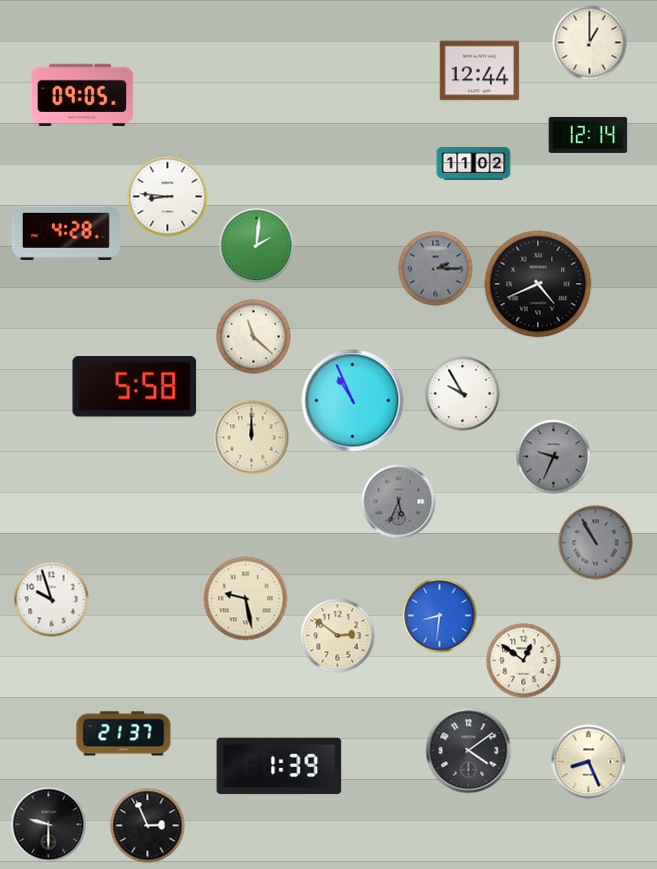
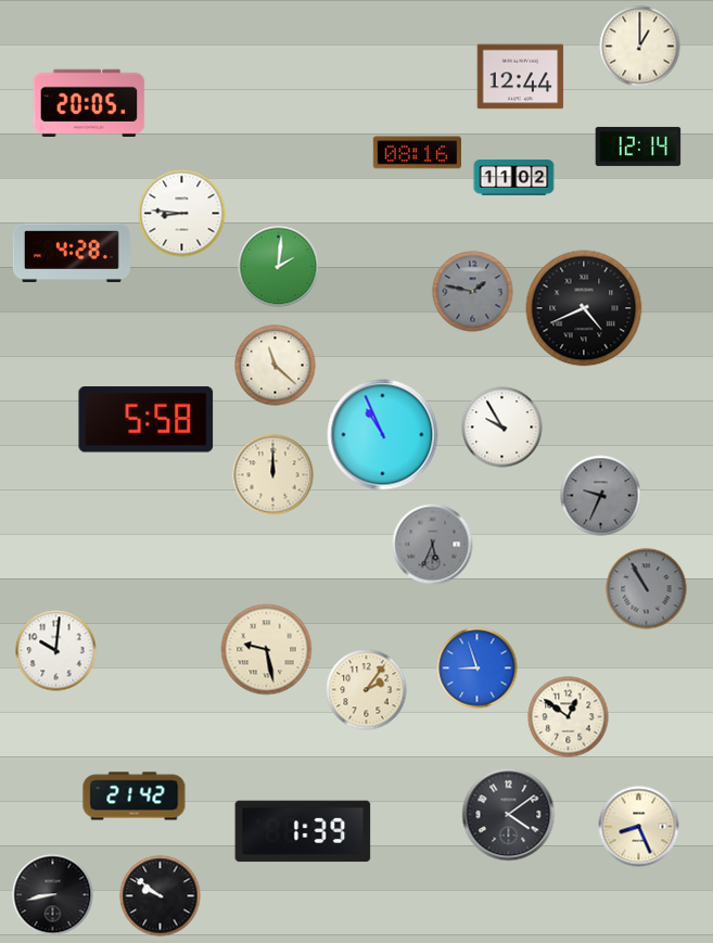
clock at (82, 94): 09:05 -> 20:05
clock at (417, 153): none -> 08:16
clock at (436, 269): 2:15 -> 1:47
clock at (52, 600): 9:57 -> 10:01
clock at (440, 616): 8:31 -> 8:57
clock at (338, 636): 2:51 -> 2:06
clock at (124, 734): 21:37 -> 21:42
clock at (49, 825): 9:30 -> 8:43
clock at (148, 826): 2:56 -> 9:51
